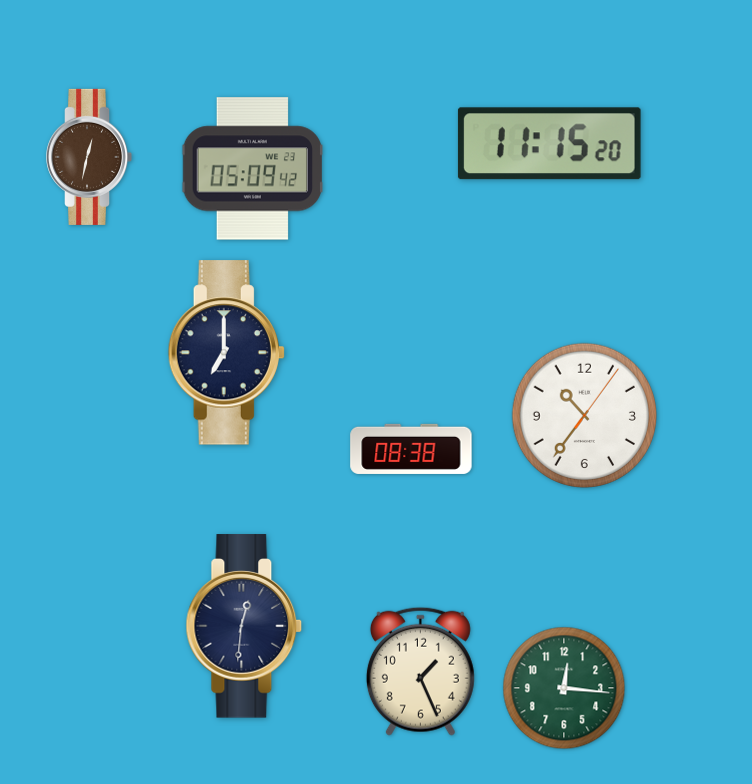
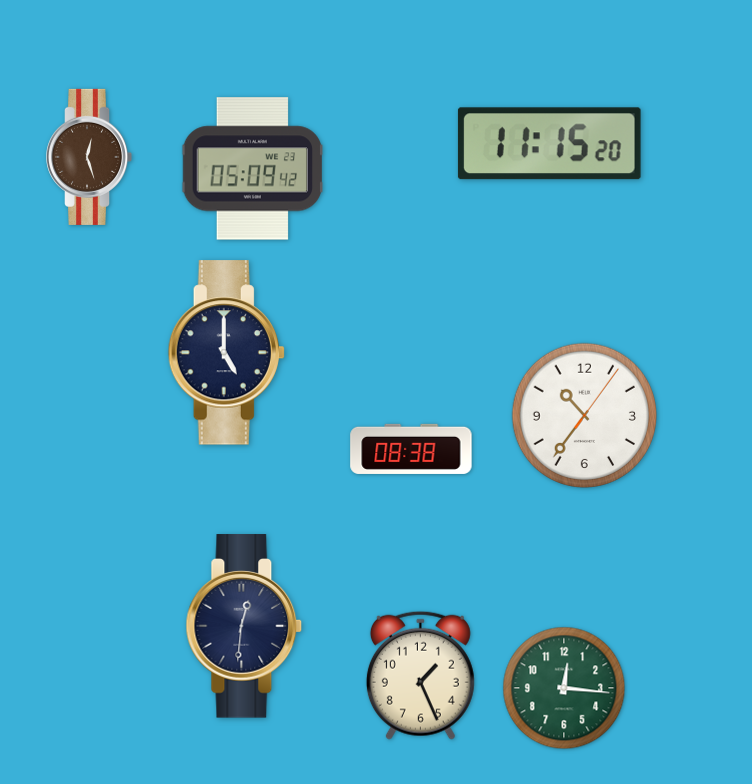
clock at (90, 157): 12:32 -> 12:27
clock at (226, 353): 7:00 -> 5:00
clock at (420, 671) position: (420, 671) -> (420, 675)
